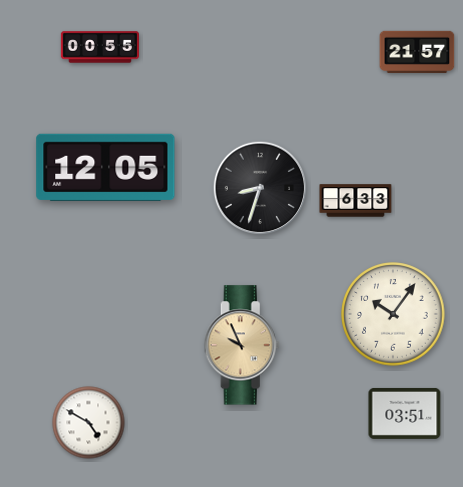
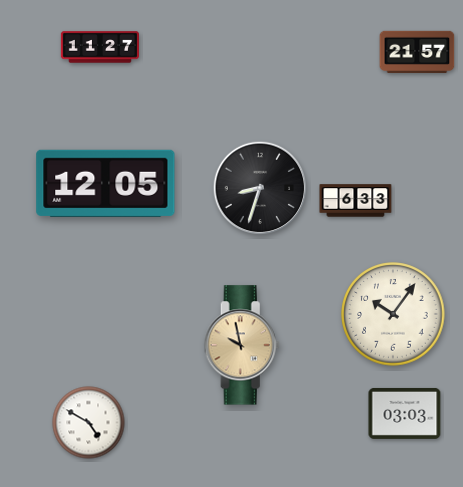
clock at (99, 47): 00:55 -> 11:27
clock at (106, 167) position: (106, 167) -> (106, 183)
clock at (242, 345): 9:56 -> 9:58
clock at (405, 413): 03:51 -> 03:03
